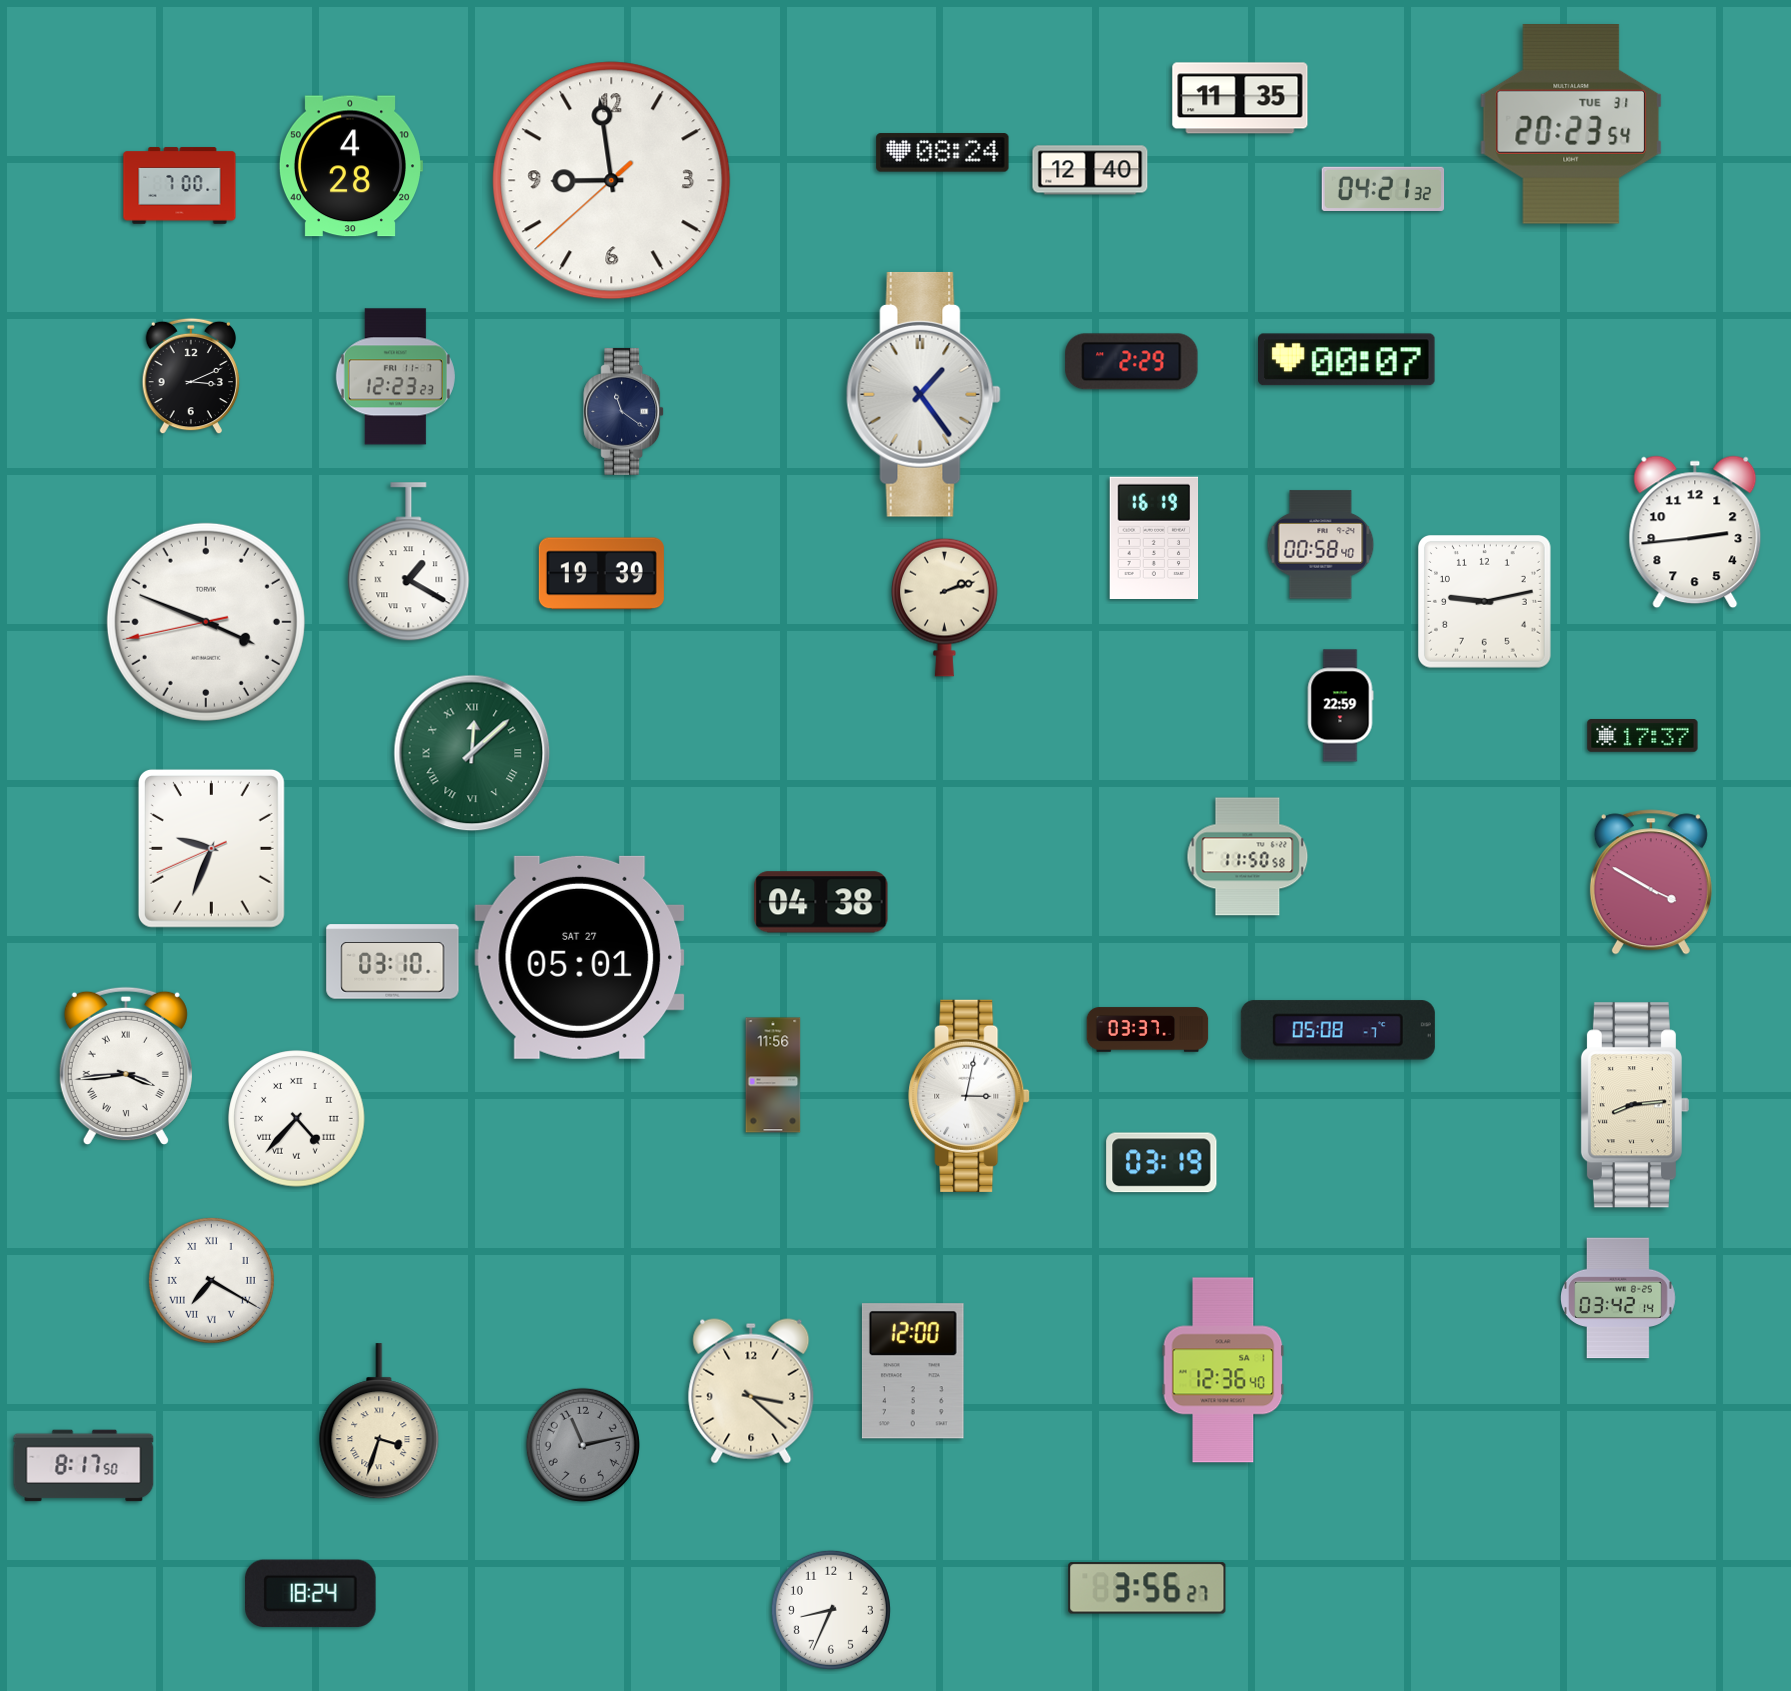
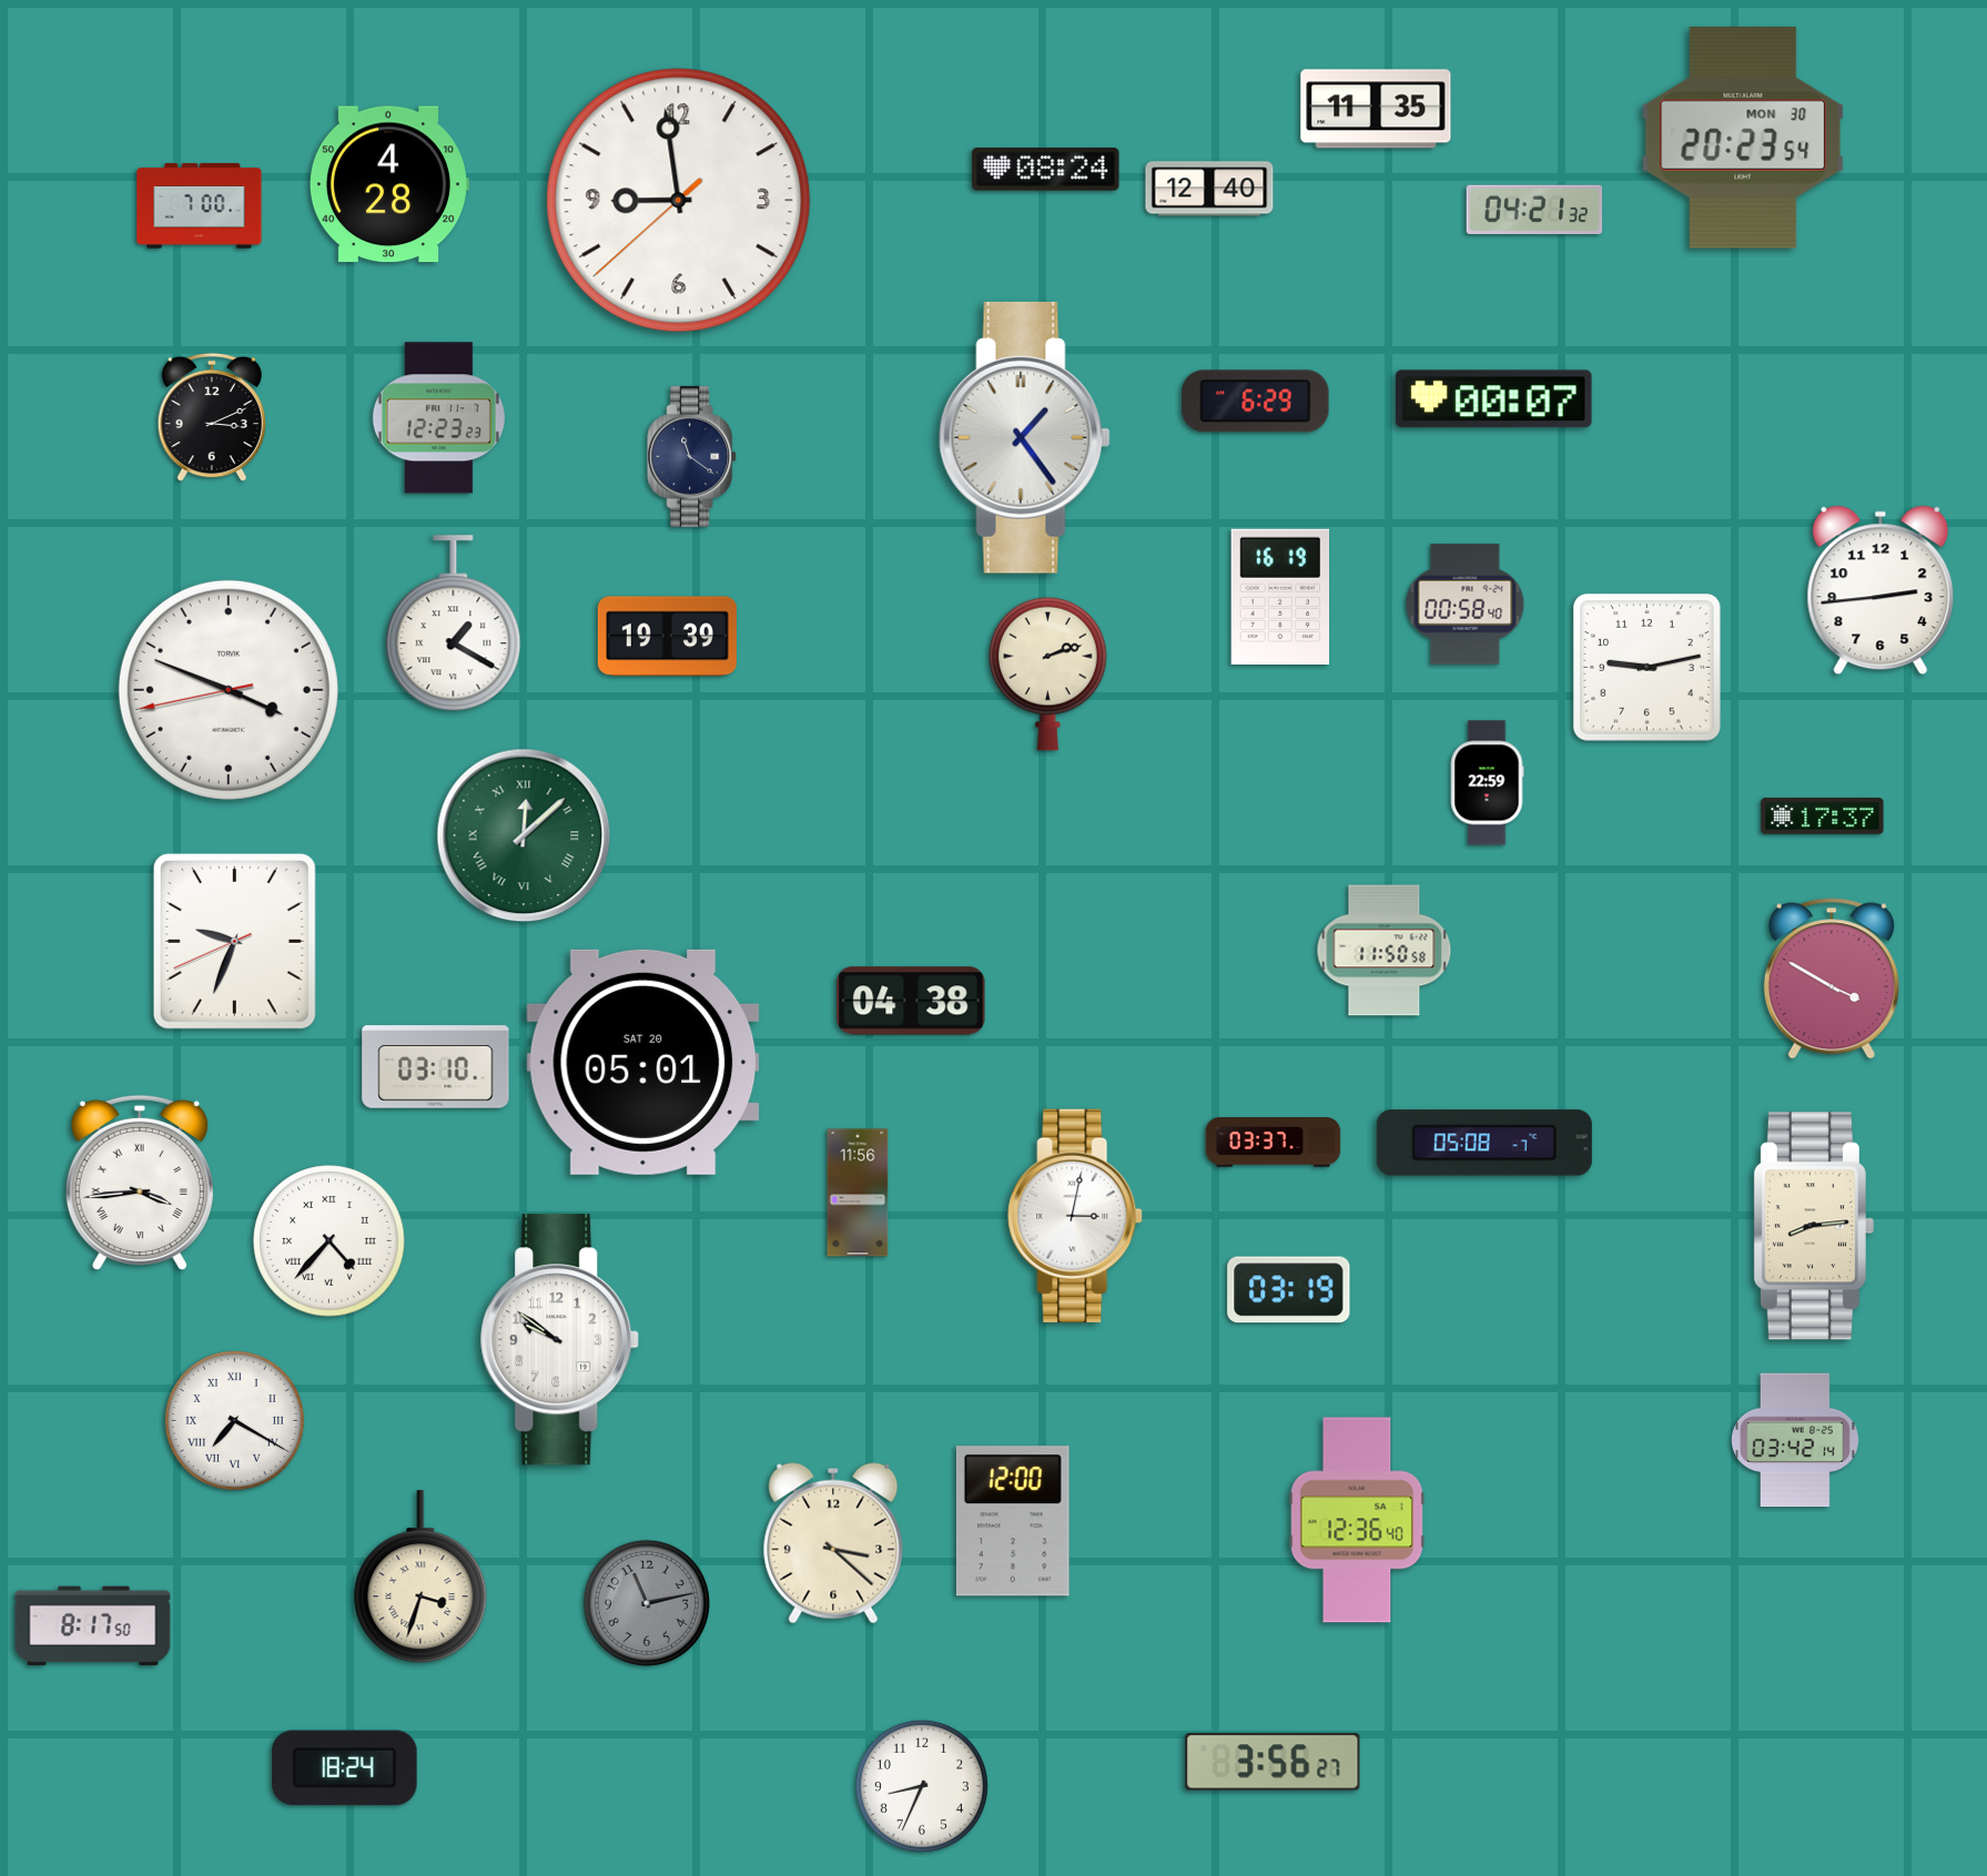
clock at (1571, 125) date: TUE 31 -> MON 30
clock at (1132, 362): 2:29 -> 6:29
clock at (580, 957) date: SAT 27 -> SAT 20
clock at (560, 1340): none -> 9:51
